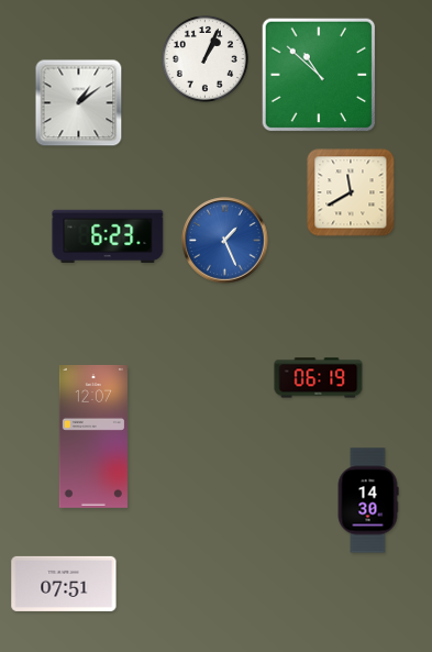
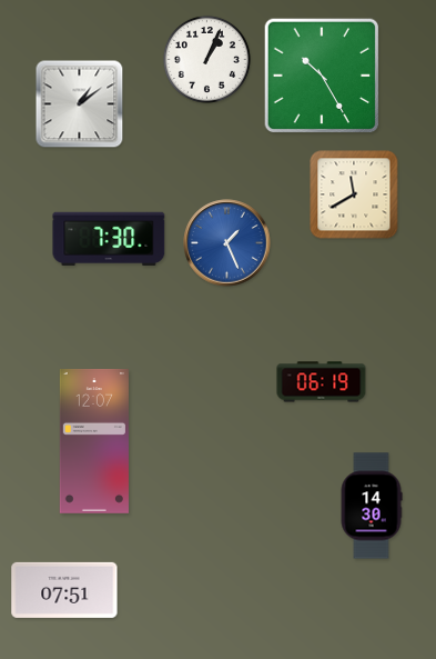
clock at (319, 75): 10:52 -> 10:25
clock at (108, 236): 6:23 -> 7:30
